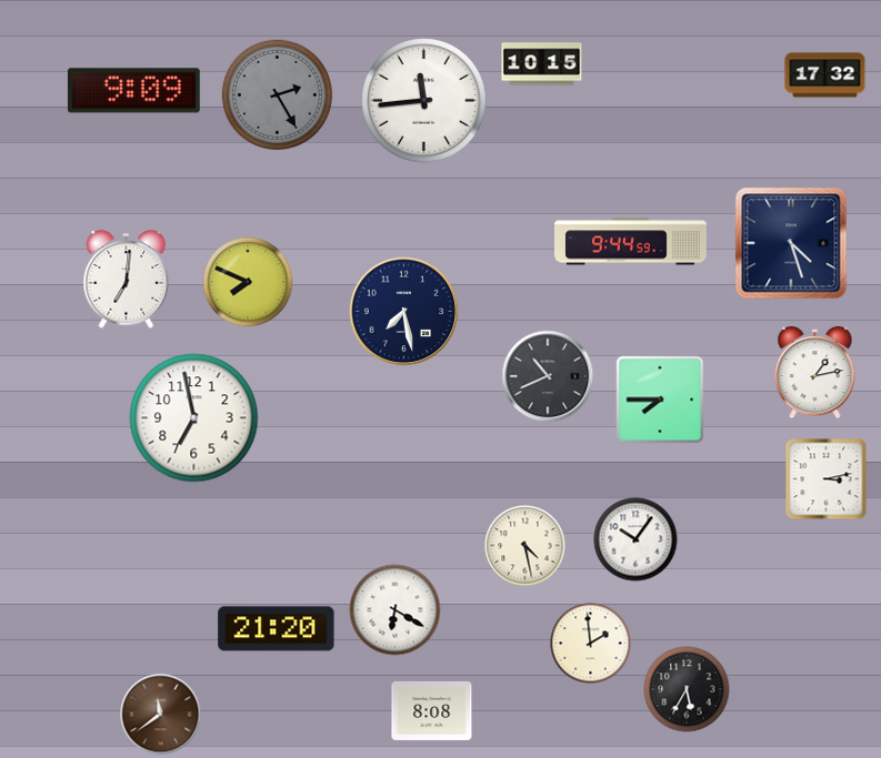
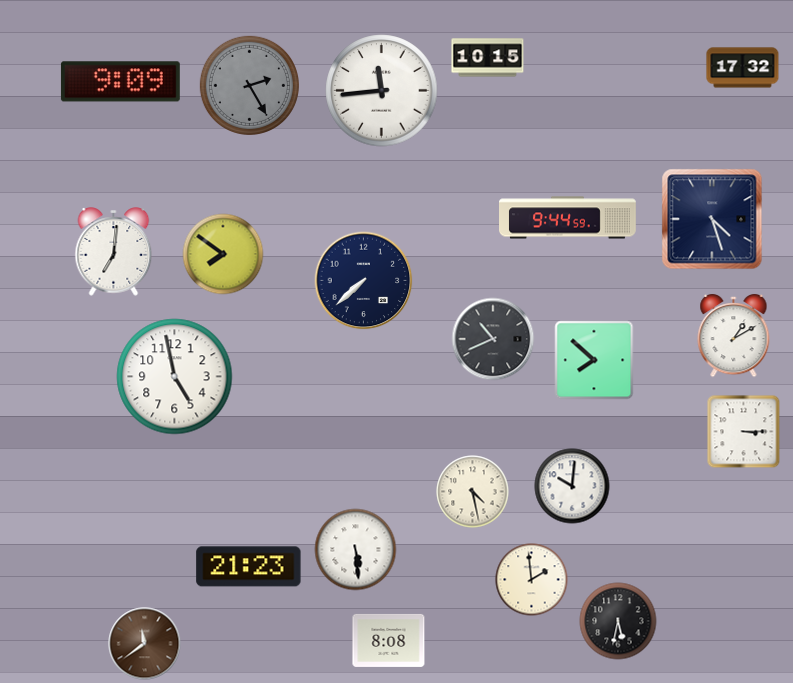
clock at (248, 282): 7:49 -> 7:51
clock at (404, 312): 7:28 -> 7:38
clock at (815, 373): 1:13 -> 1:10
clock at (660, 400): 7:45 -> 7:52
clock at (194, 418): 6:58 -> 4:58
clock at (827, 479): 3:13 -> 3:15
clock at (635, 539): 10:06 -> 10:01
clock at (396, 610): 6:20 -> 5:29
clock at (277, 629): 21:20 -> 21:23
clock at (687, 689): 5:35 -> 5:32
